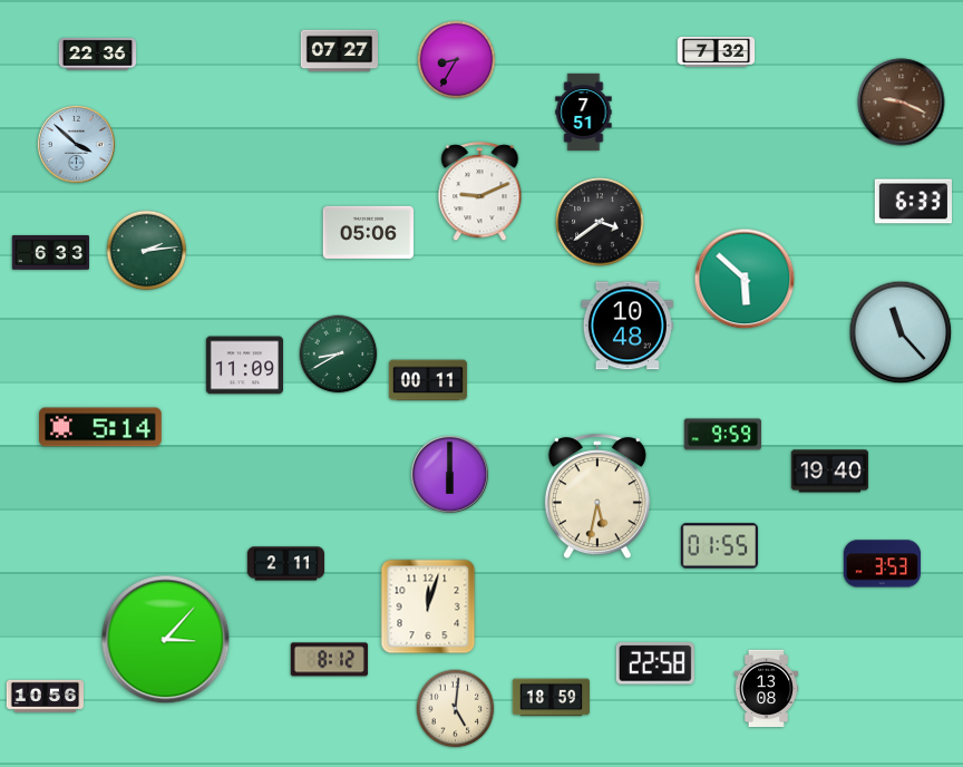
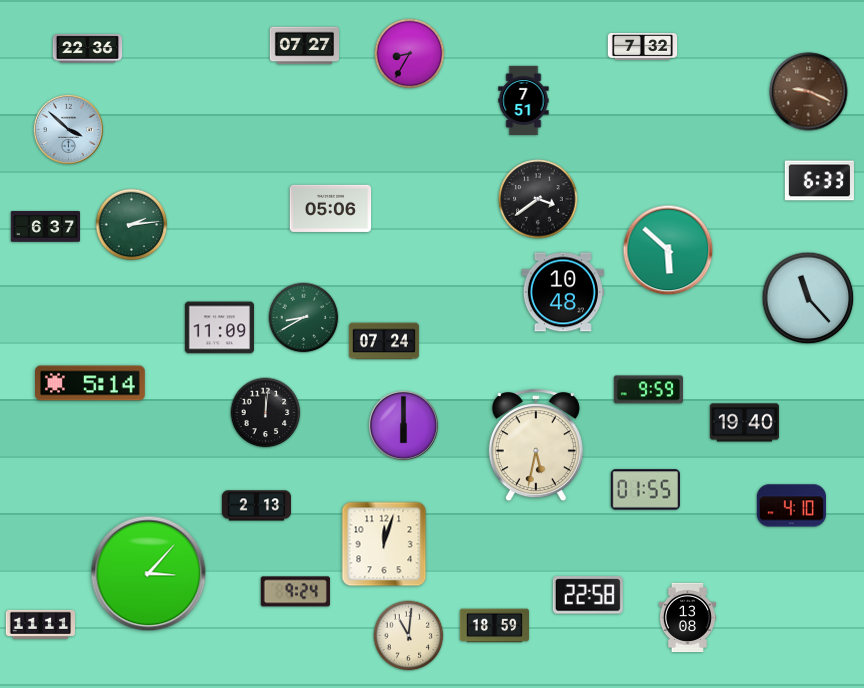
clock at (480, 192): 9:11 -> none
clock at (50, 253): 6:33 -> 6:37
clock at (428, 380): 00:11 -> 07:24
clock at (266, 413): none -> 12:01
clock at (285, 564): 2:11 -> 2:13
clock at (882, 564): 3:53 -> 4:10
clock at (329, 660): 8:12 -> 9:24
clock at (46, 696): 10:56 -> 11:11
clock at (456, 709): 5:01 -> 11:01
